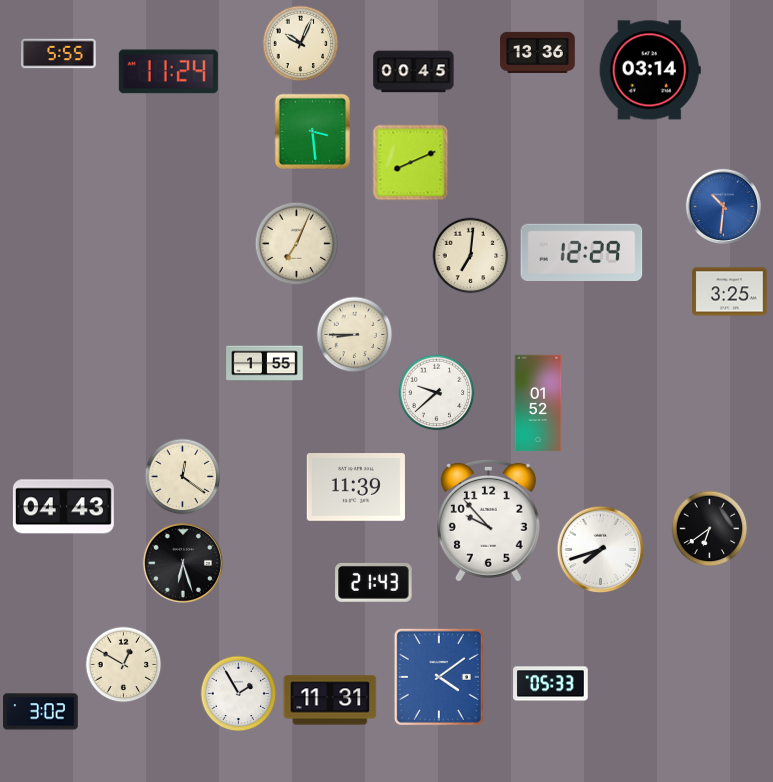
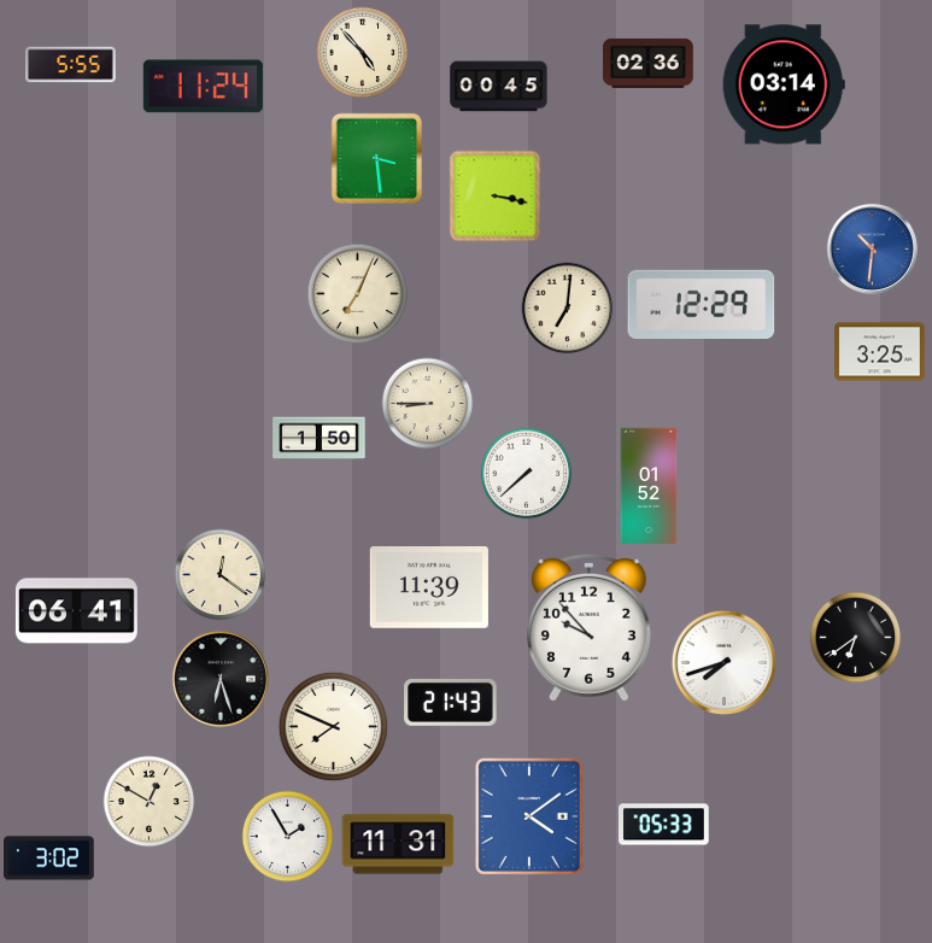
clock at (301, 44): 10:04 -> 4:53
clock at (538, 52): 13:36 -> 02:36
clock at (411, 163): 8:11 -> 3:17
clock at (265, 364): 1:55 -> 1:50
clock at (437, 393): 9:38 -> 7:38
clock at (63, 507): 04:43 -> 06:41
clock at (334, 727): none -> 7:49
